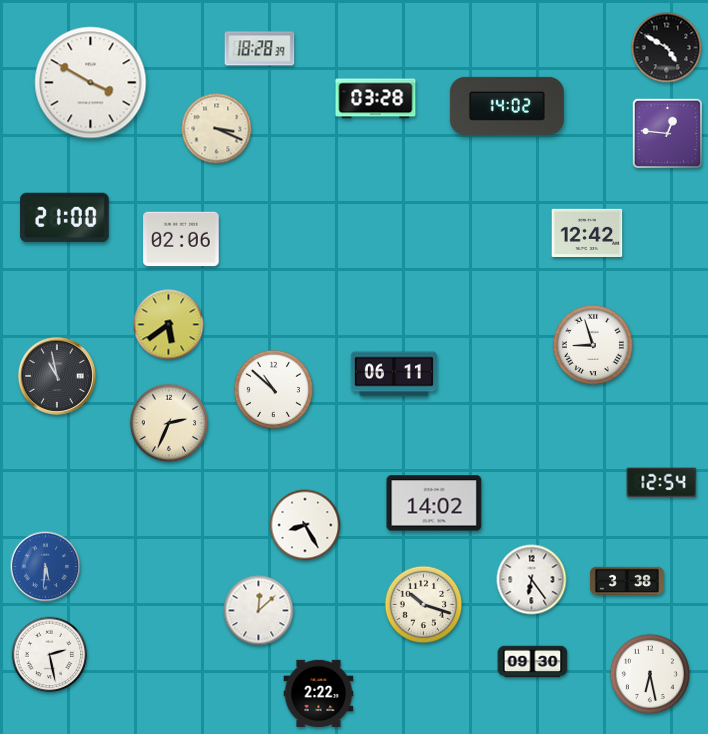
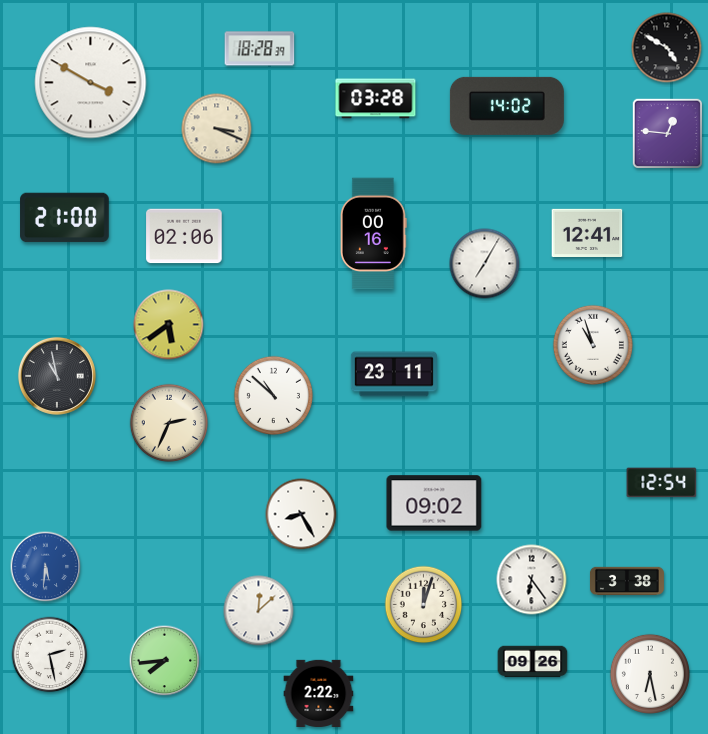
clock at (587, 232): 12:42 -> 12:41
clock at (373, 234): none -> 00:16
clock at (181, 239) position: (181, 239) -> (184, 236)
clock at (485, 264): none -> 7:05
clock at (593, 345): 8:57 -> 10:57
clock at (394, 374): 06:11 -> 23:11
clock at (273, 389) position: (273, 389) -> (273, 395)
clock at (434, 503): 14:02 -> 09:02
clock at (305, 525) position: (305, 525) -> (301, 514)
clock at (424, 605): 10:18 -> 12:03
clock at (165, 661): none -> 7:44
clock at (533, 662): 09:30 -> 09:26
